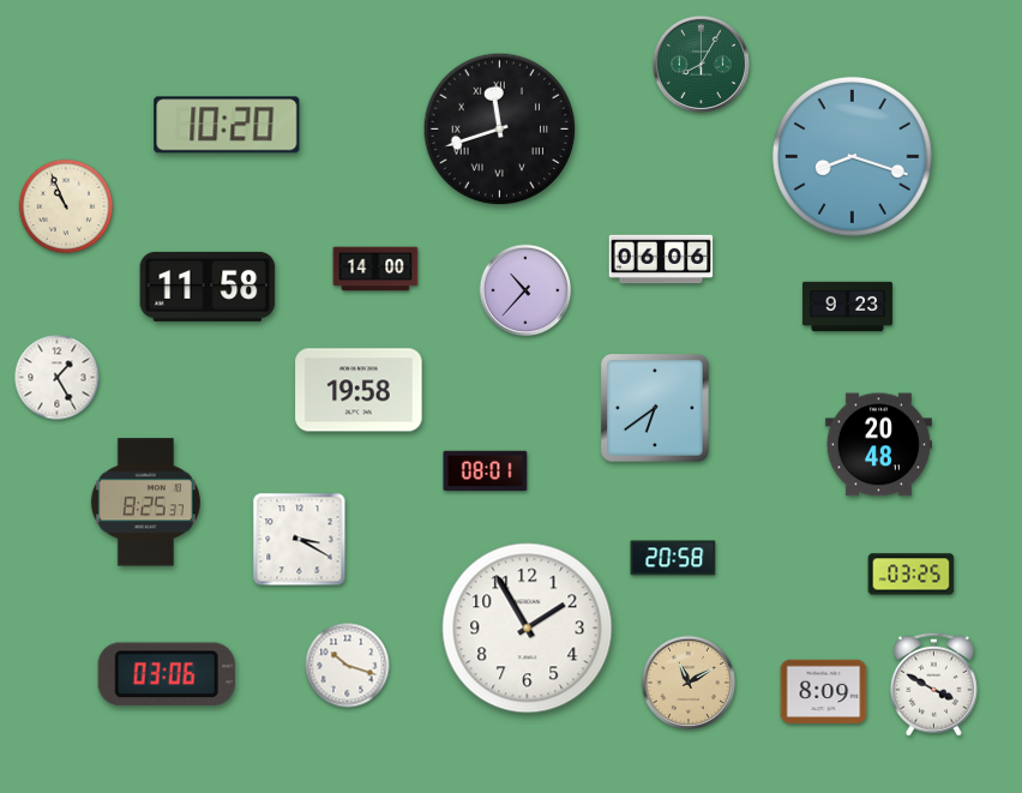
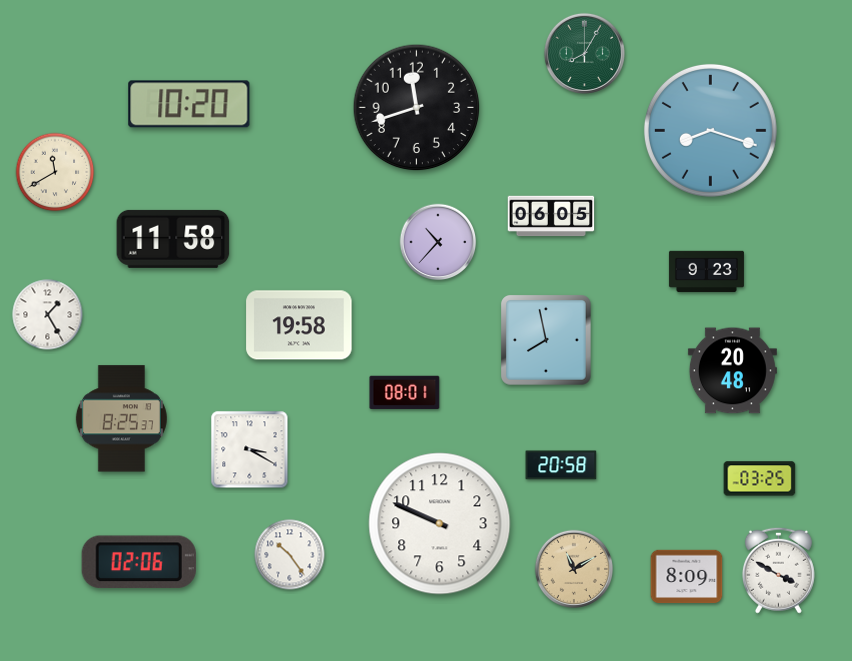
clock at (500, 130) numerals: Roman -> Arabic
clock at (66, 206): 10:56 -> 11:40
clock at (661, 259): 06:06 -> 06:05
clock at (375, 269): 14:00 -> none
clock at (847, 307) position: (847, 307) -> (706, 272)
clock at (656, 409): 6:39 -> 7:58
clock at (528, 629): 1:55 -> 9:49
clock at (348, 666): 10:18 -> 10:24
clock at (167, 674): 03:06 -> 02:06
